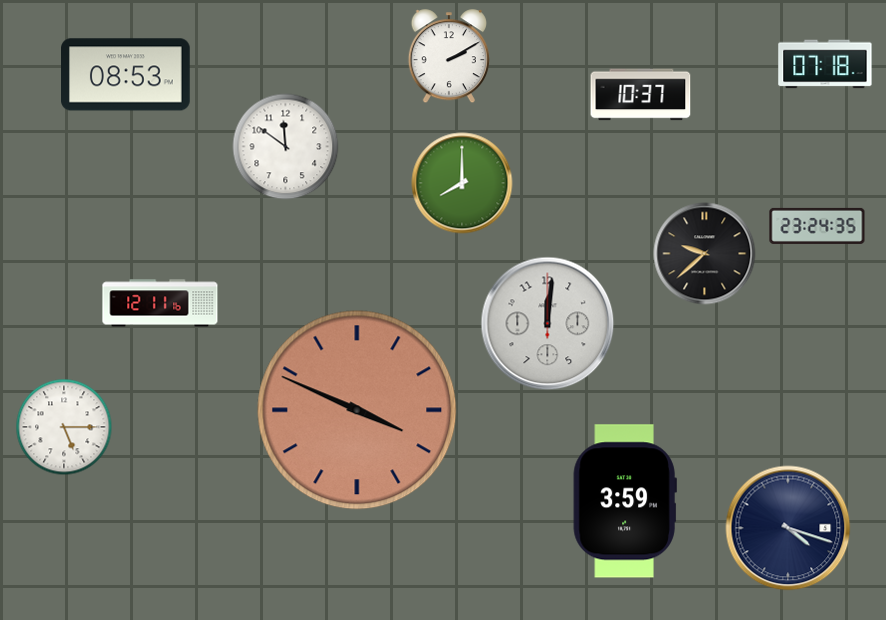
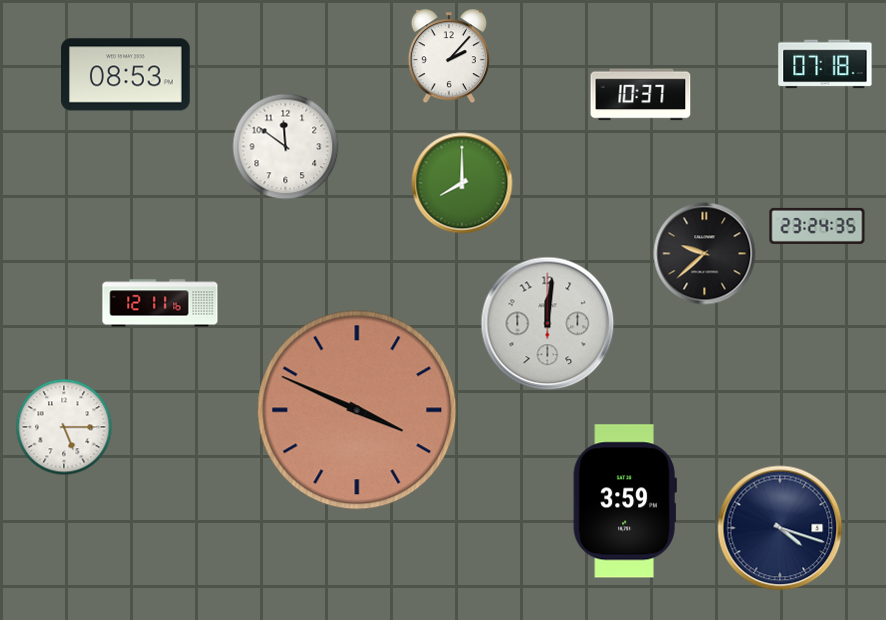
clock at (449, 57): 2:10 -> 2:07
clock at (788, 528) position: (788, 528) -> (780, 528)
